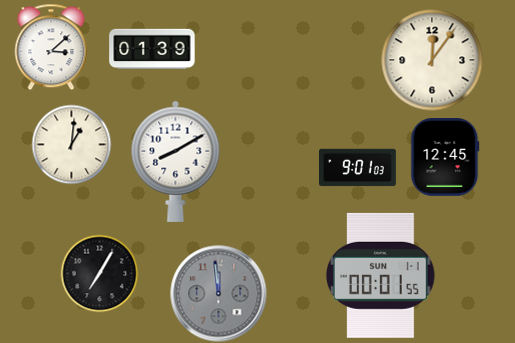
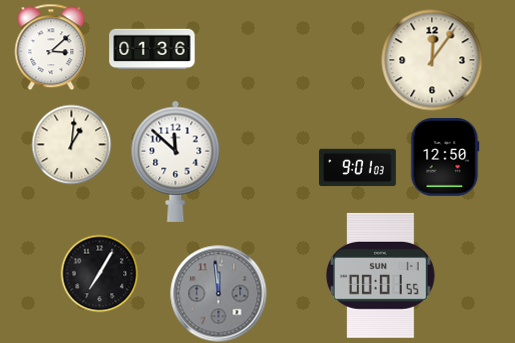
clock at (152, 49): 01:39 -> 01:36
clock at (445, 158): 12:45 -> 12:50
clock at (176, 161): 8:10 -> 11:52
